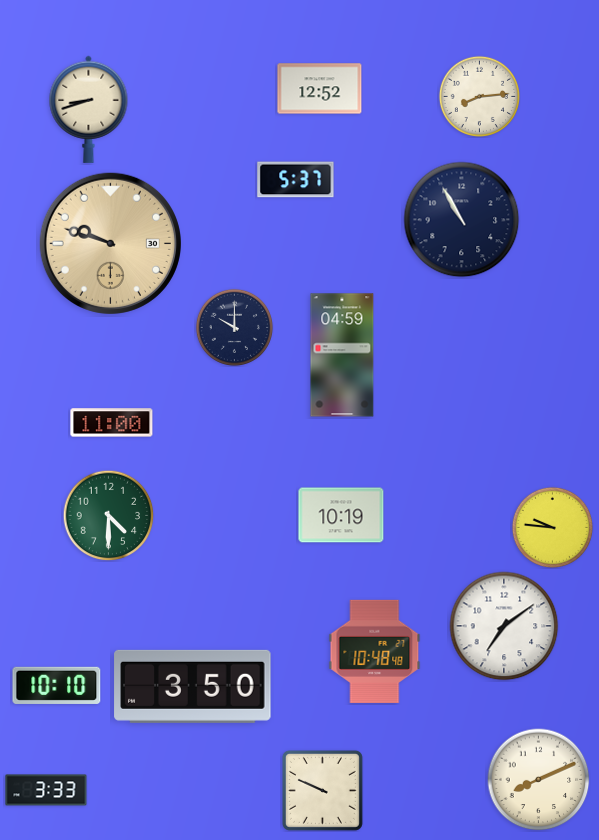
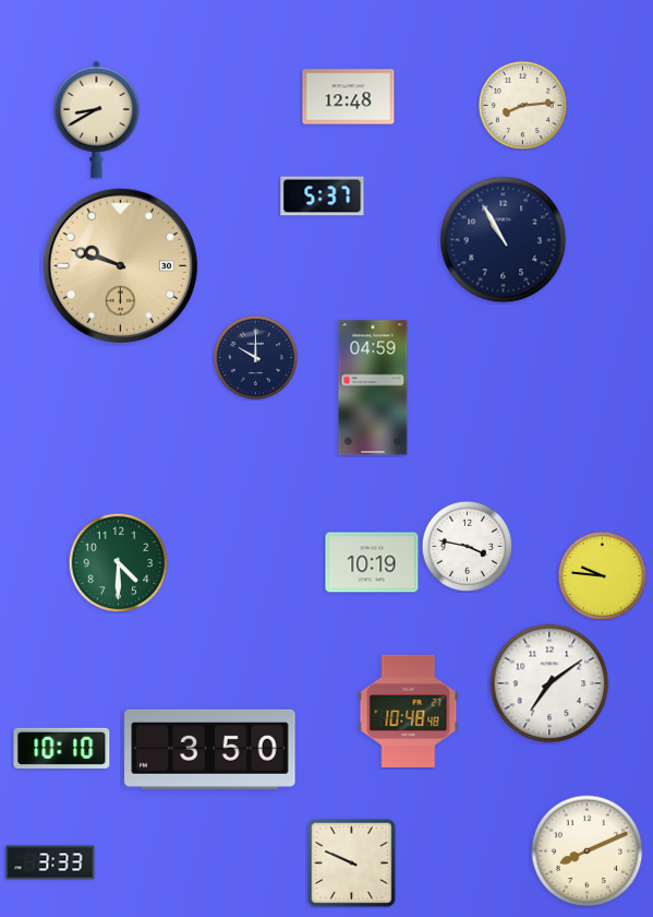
clock at (320, 89): 12:52 -> 12:48
clock at (89, 109): 8:42 -> 8:40
clock at (112, 423): 11:00 -> none
clock at (467, 546): none -> 3:47
